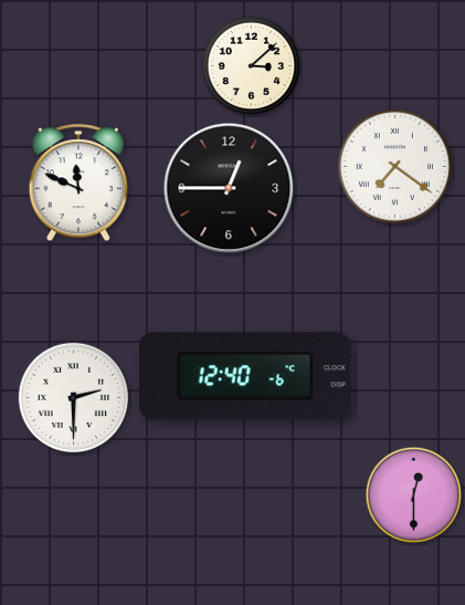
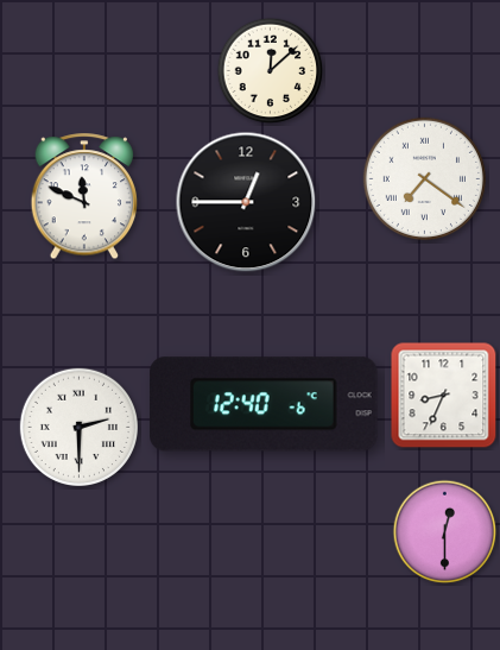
clock at (252, 66): 3:08 -> 12:08
clock at (444, 396): none -> 8:34
